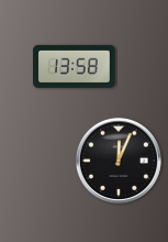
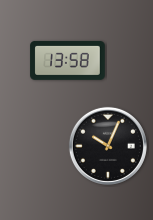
clock at (119, 161): 12:04 -> 10:04
